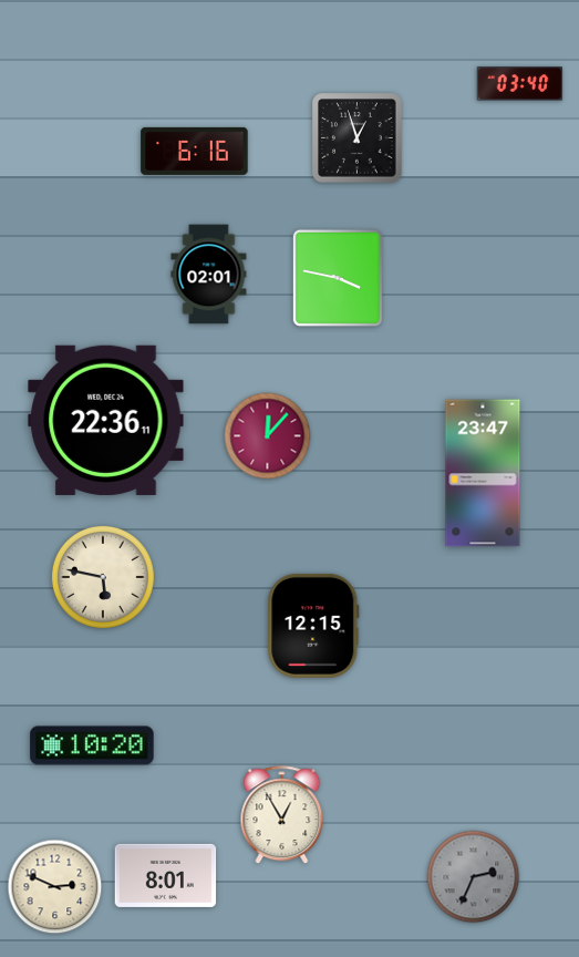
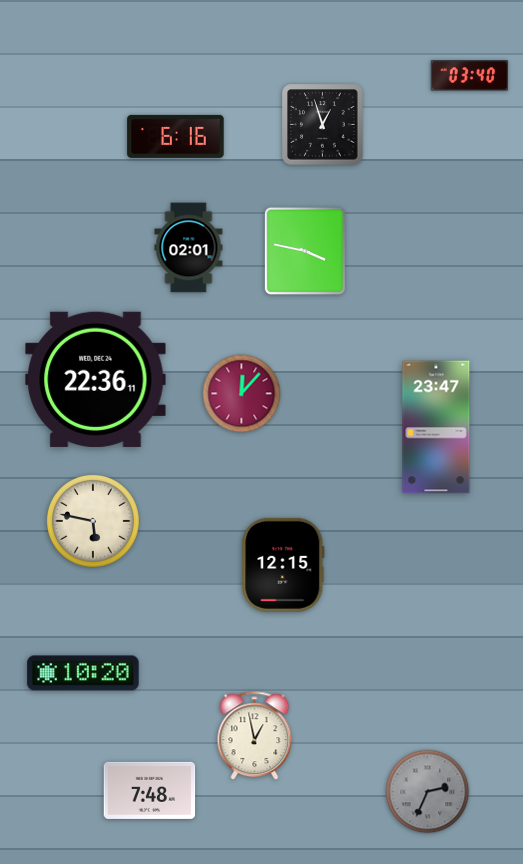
clock at (282, 815): 12:55 -> 12:58
clock at (166, 875): 8:01 -> 7:48
clock at (55, 887): 2:49 -> none
